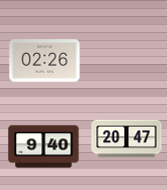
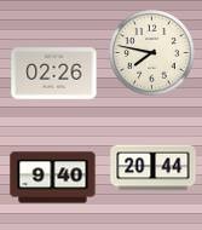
clock at (152, 53): none -> 7:47
clock at (127, 139): 20:47 -> 20:44
